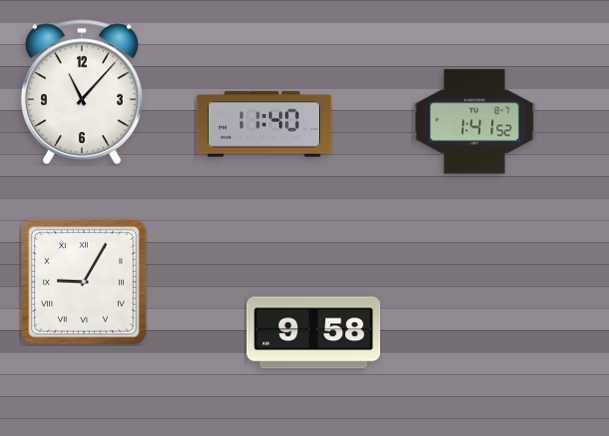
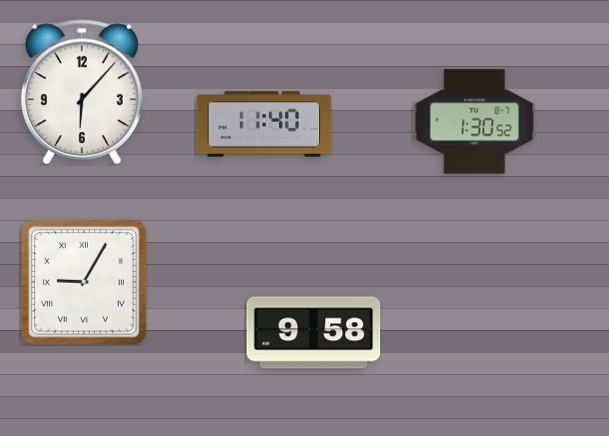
clock at (82, 92): 11:07 -> 6:07
clock at (475, 122): 1:41 -> 1:30
